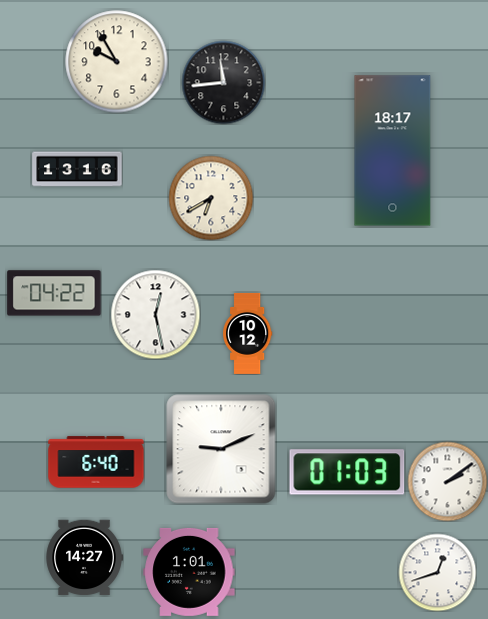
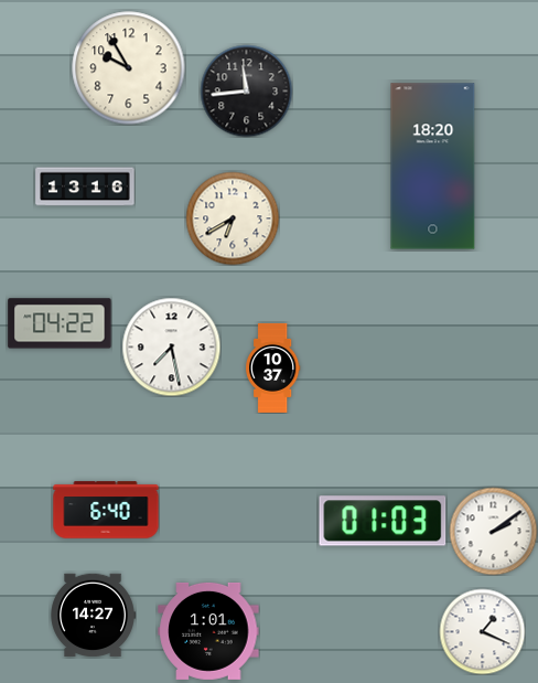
clock at (393, 151): 18:17 -> 18:20
clock at (155, 314): 12:28 -> 7:28
clock at (247, 333): 10:12 -> 10:37
clock at (221, 449): 9:11 -> none
clock at (437, 572): 12:42 -> 1:19
